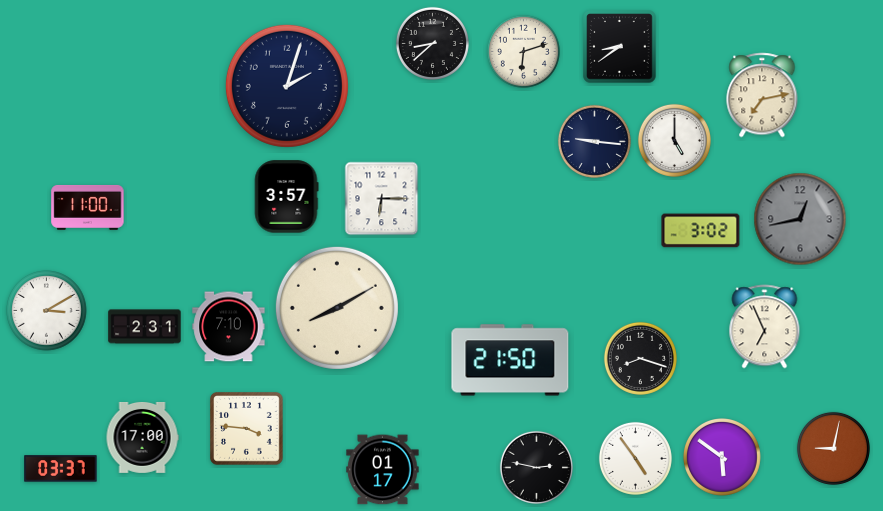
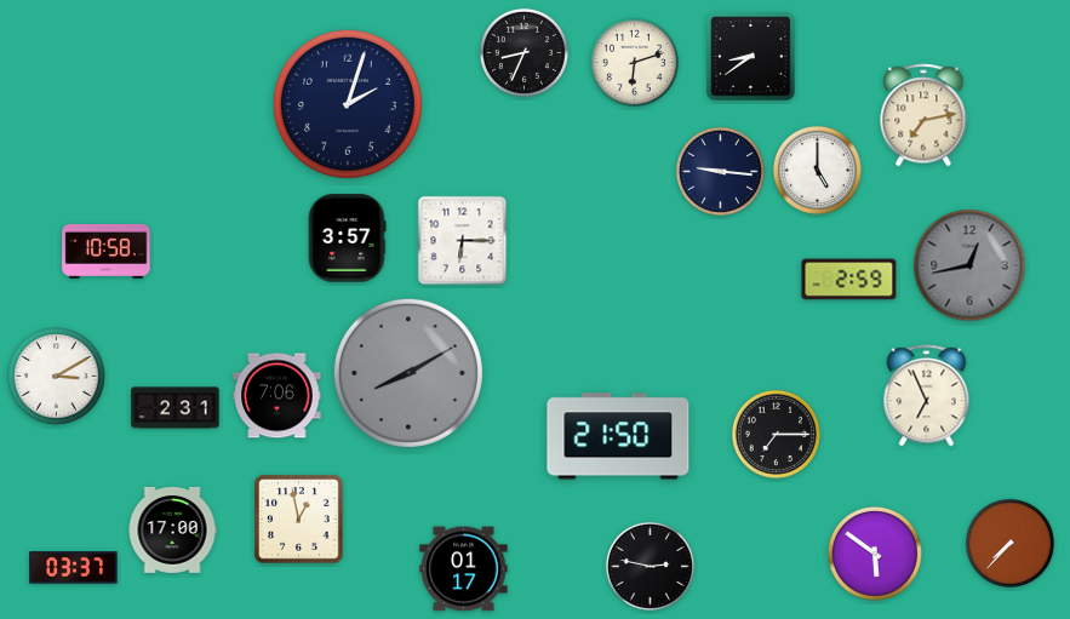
clock at (432, 43): 8:38 -> 8:34
clock at (88, 207): 11:00 -> 10:58
clock at (701, 231): 3:02 -> 2:59
clock at (337, 308) dial: cream -> grey
clock at (145, 327) position: (145, 327) -> (176, 408)
clock at (229, 327): 7:10 -> 7:06
clock at (640, 358): 8:18 -> 7:15
clock at (247, 429): 3:46 -> 12:58
clock at (833, 448): 9:02 -> 7:37
clock at (635, 458): 4:54 -> none
